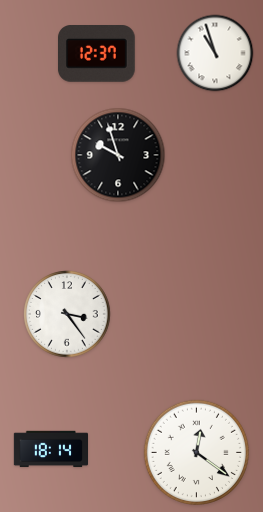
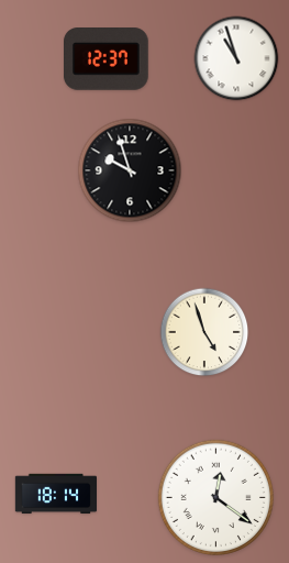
clock at (204, 332): none -> 4:57
clock at (67, 314): 3:24 -> none
